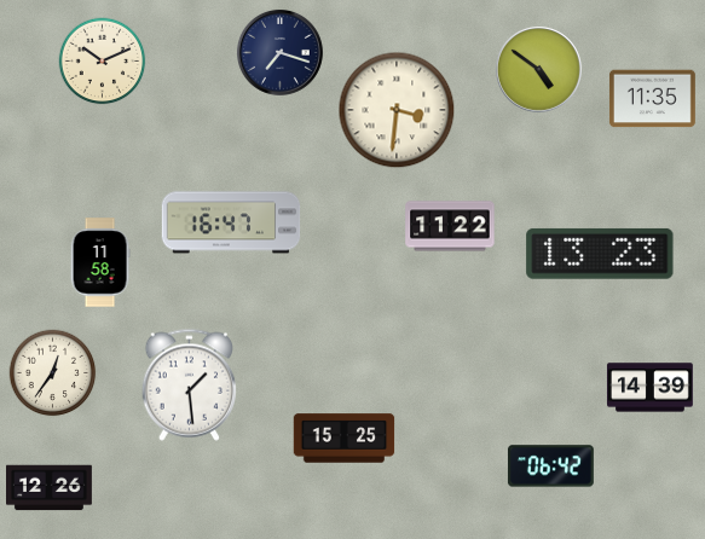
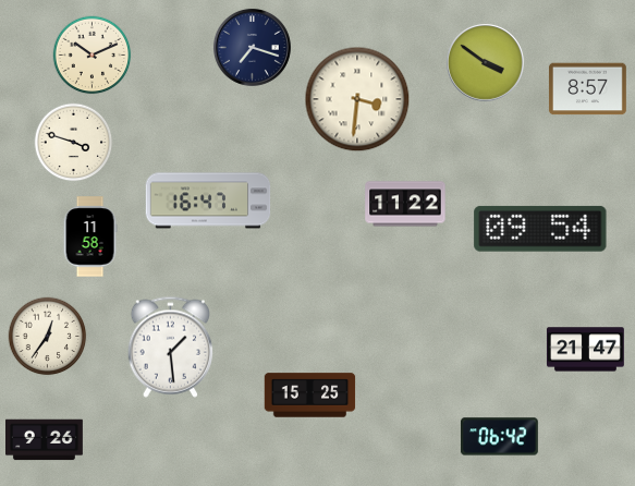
clock at (538, 69): 4:51 -> 3:51
clock at (652, 99): 11:35 -> 8:57
clock at (74, 143): none -> 3:48
clock at (600, 254): 13:23 -> 09:54
clock at (649, 388): 14:39 -> 21:47
clock at (550, 466) position: (550, 466) -> (499, 437)
clock at (50, 488): 12:26 -> 9:26
